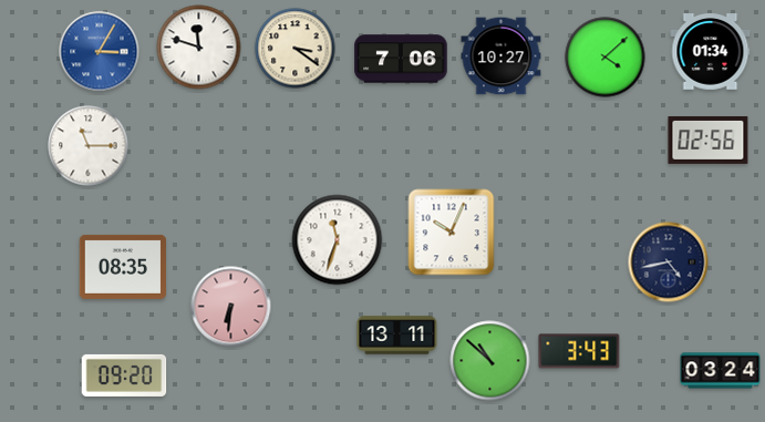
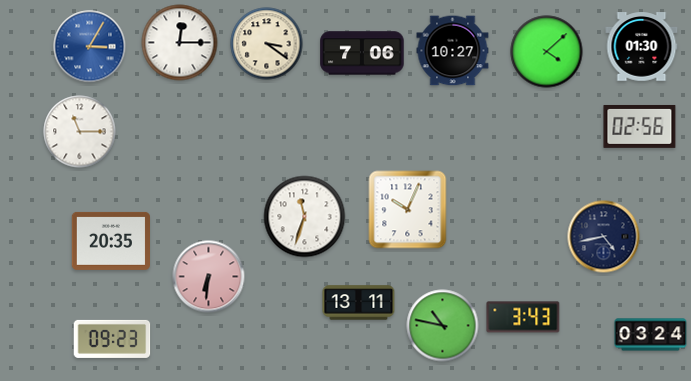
clock at (199, 48): 11:48 -> 12:15
clock at (711, 52): 01:34 -> 01:30
clock at (122, 267): 08:35 -> 20:35
clock at (490, 361): 10:52 -> 10:47
clock at (124, 375): 09:20 -> 09:23
